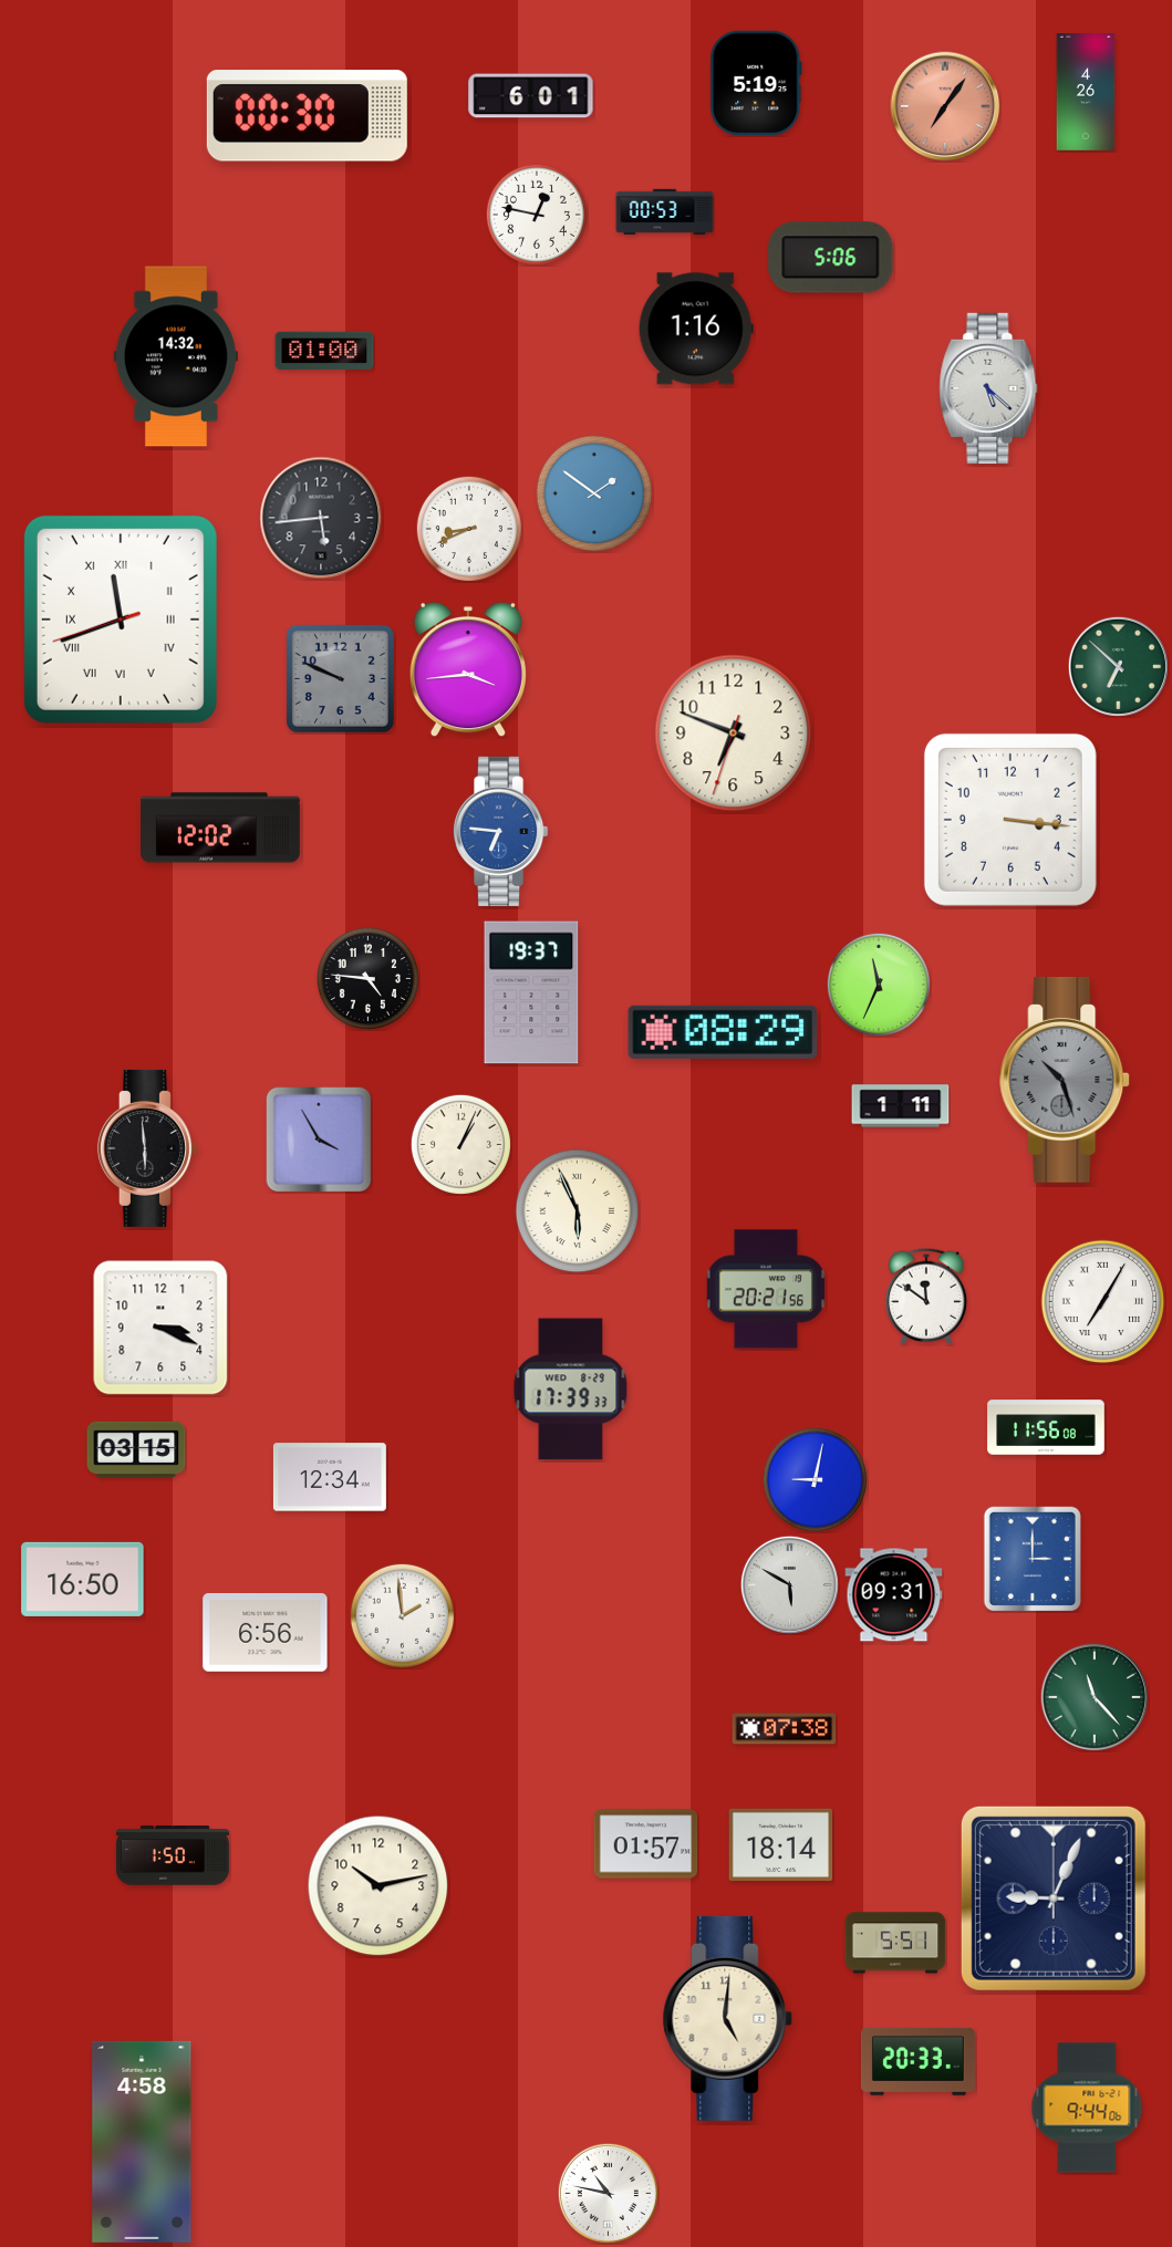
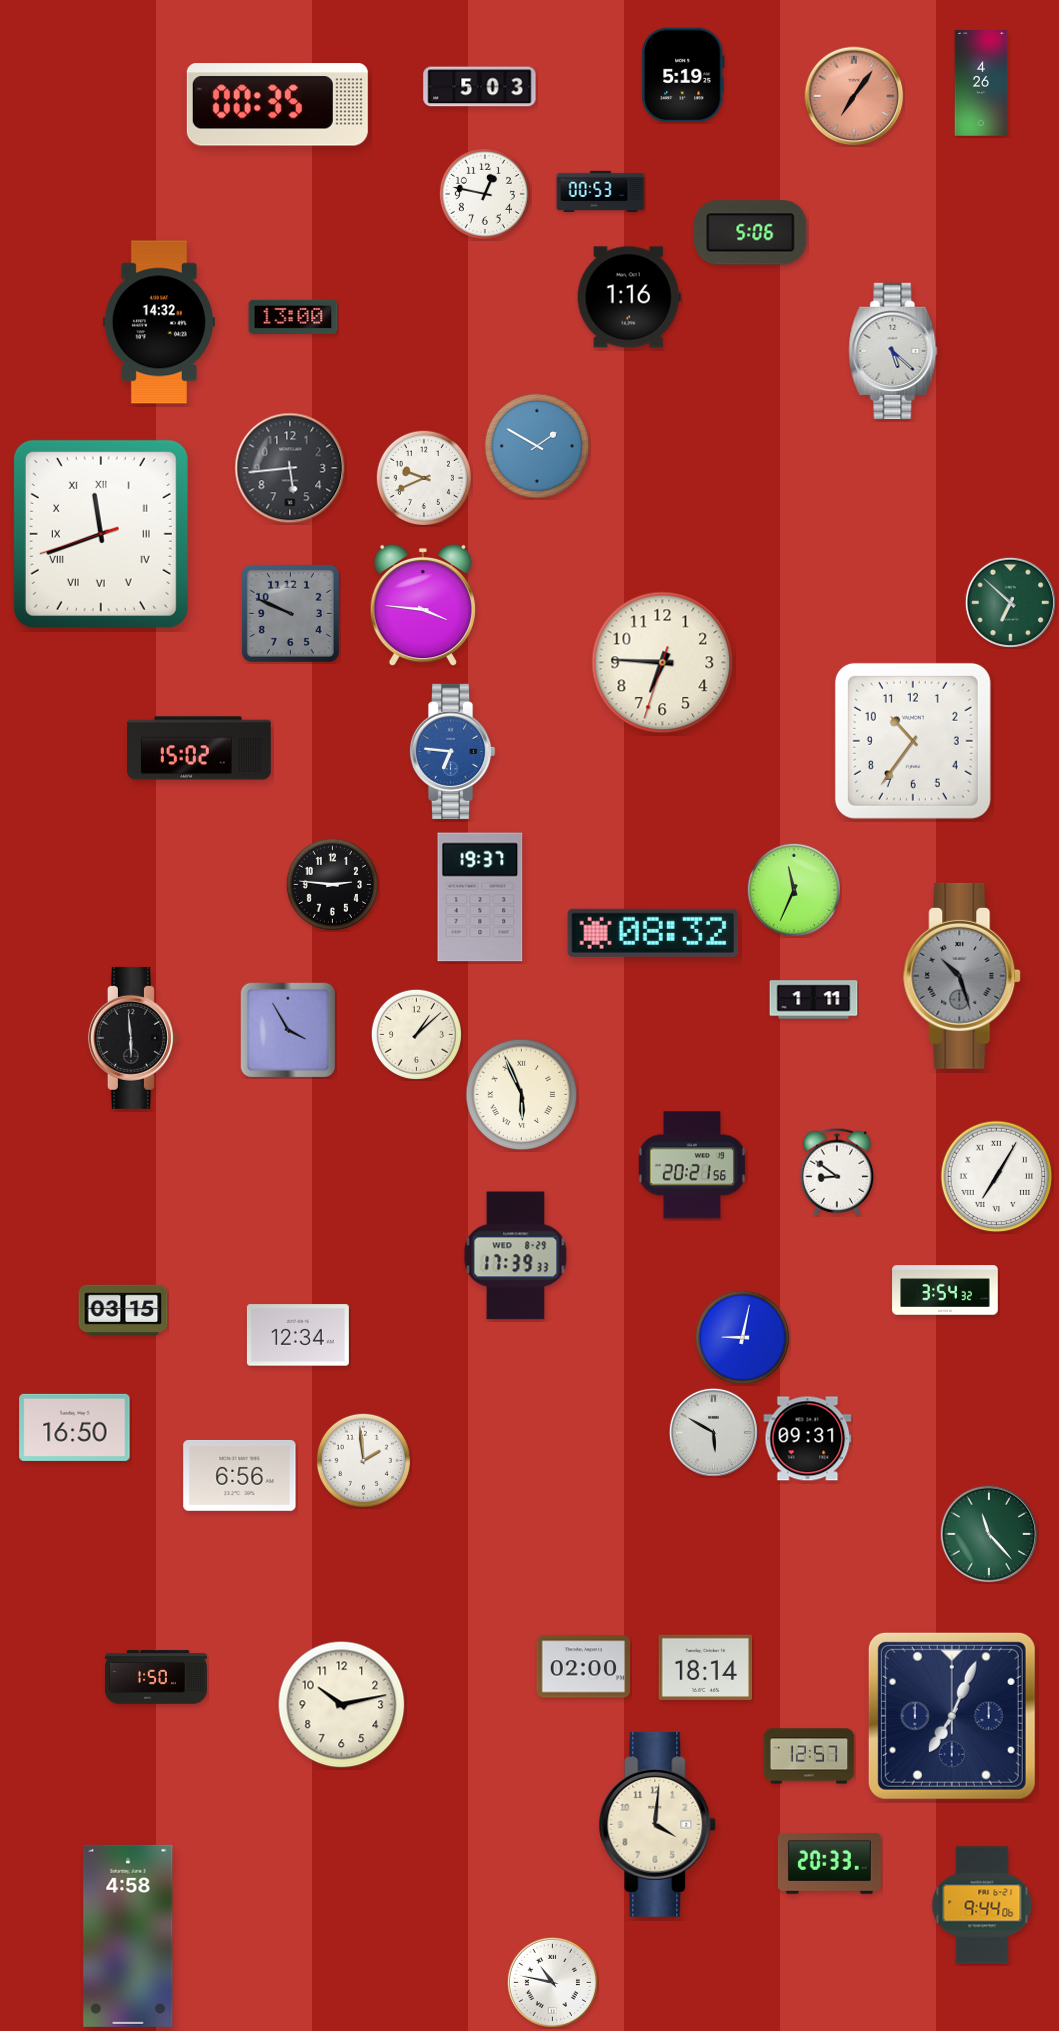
clock at (531, 96): 6:01 -> 5:03
clock at (307, 116): 00:30 -> 00:35
clock at (324, 351): 01:00 -> 13:00
clock at (594, 493): 1:51 -> 1:50
clock at (469, 529): 8:41 -> 9:41
clock at (121, 620) position: (121, 620) -> (101, 534)
clock at (468, 669): 3:44 -> 3:46
clock at (340, 678) position: (340, 678) -> (290, 613)
clock at (734, 734): 6:48 -> 6:45
clock at (1010, 820): 3:16 -> 10:36
clock at (221, 828): 12:02 -> 15:02
clock at (367, 978): 4:46 -> 2:46
clock at (723, 1032): 08:29 -> 08:32
clock at (460, 1144): 1:04 -> 1:08
clock at (926, 1297): 11:51 -> 8:51
clock at (160, 1328): 3:19 -> none
clock at (1046, 1427): 11:56 -> 3:54
clock at (815, 1479) position: (815, 1479) -> (742, 1337)
clock at (1031, 1559): 3:00 -> none
clock at (894, 1595) position: (894, 1595) -> (808, 1439)
clock at (785, 1729): 07:38 -> none
clock at (646, 1844): 01:57 -> 02:00
clock at (1054, 1898): 9:04 -> 7:04
clock at (895, 1943): 5:51 -> 12:57
clock at (728, 2018): 5:01 -> 4:01
clock at (608, 2193) position: (608, 2193) -> (552, 1982)
